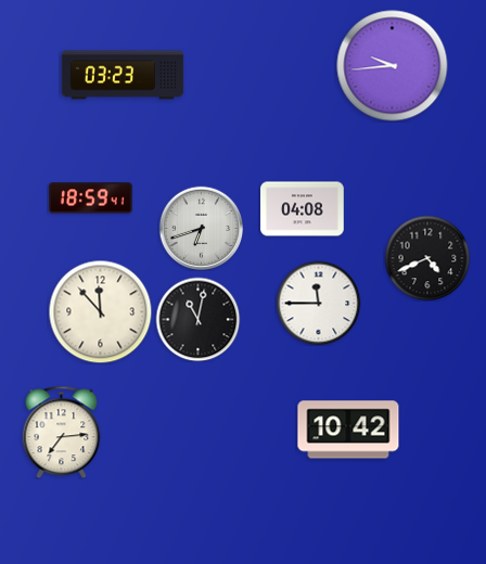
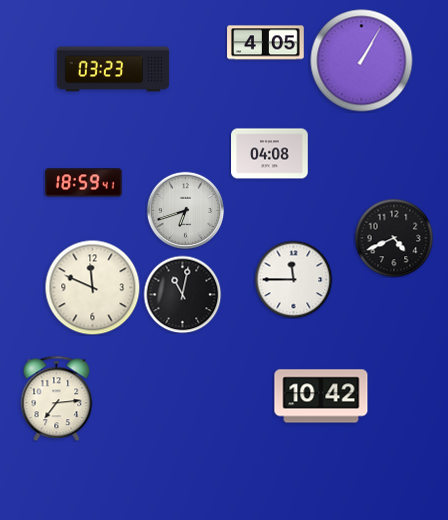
clock at (266, 43): none -> 4:05
clock at (393, 66): 9:44 -> 1:05
clock at (303, 209) position: (303, 209) -> (270, 154)
clock at (100, 311): 11:53 -> 11:49
